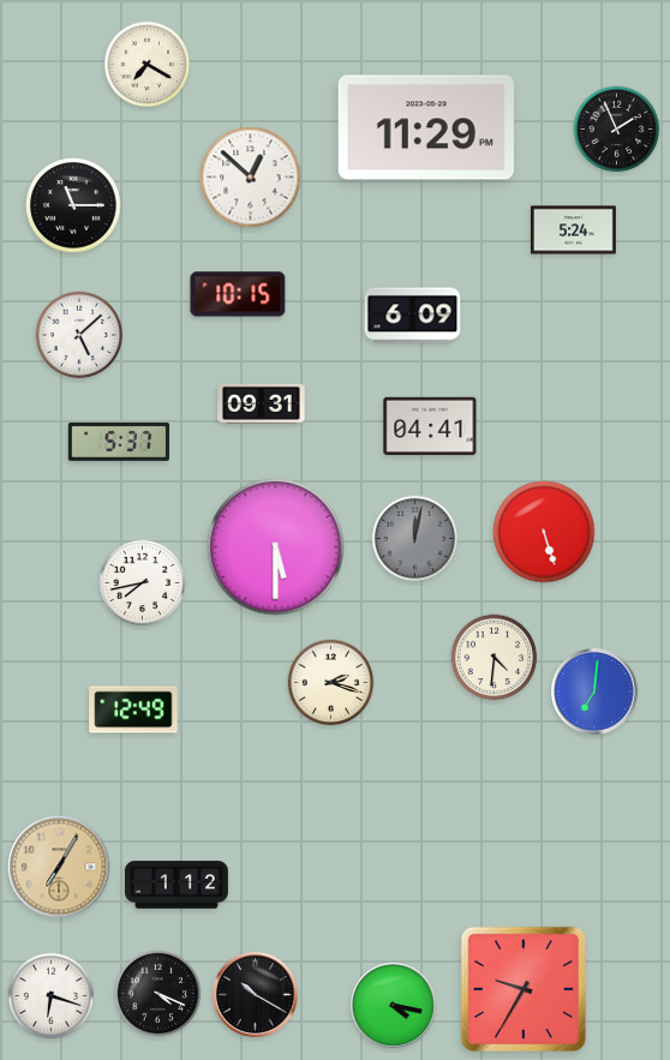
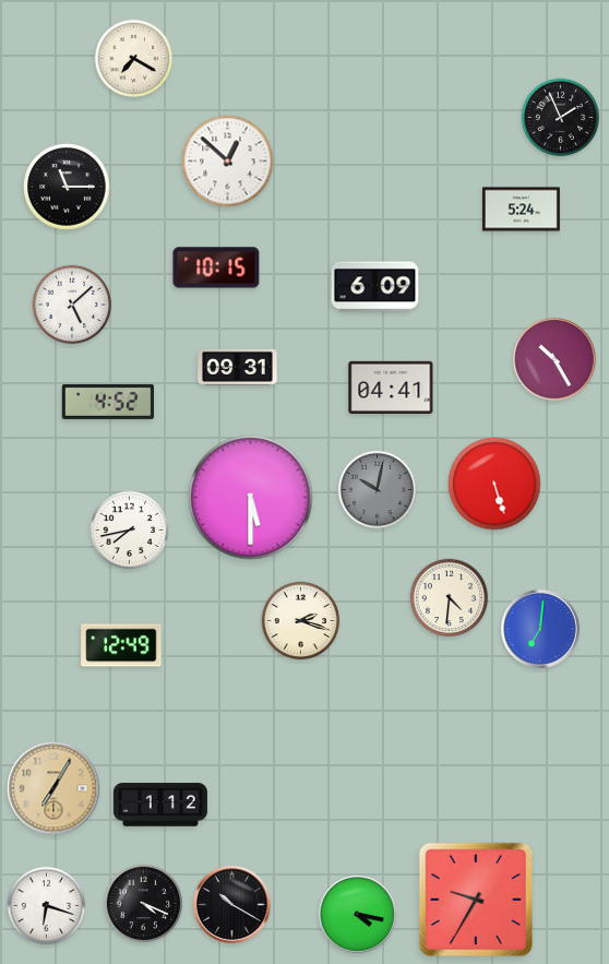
clock at (426, 127): 11:29 -> none
clock at (554, 359): none -> 10:25
clock at (118, 442): 5:37 -> 4:52
clock at (415, 539): 12:02 -> 10:02
